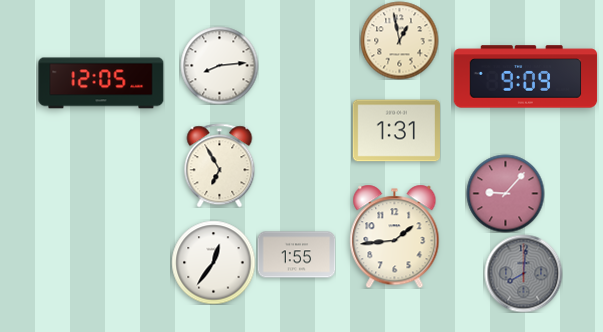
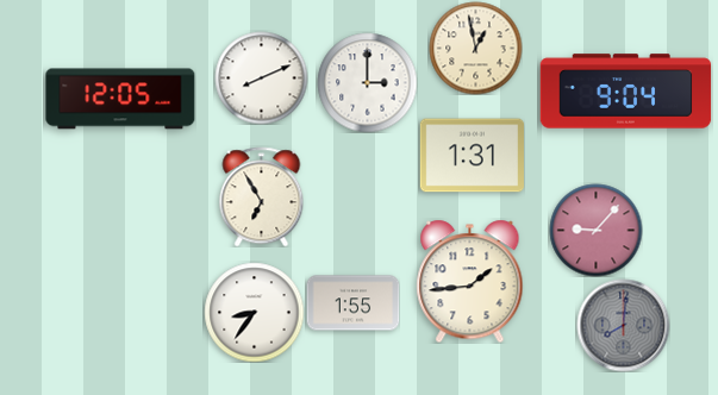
clock at (219, 65): 8:14 -> 8:11
clock at (367, 82): none -> 3:00
clock at (526, 77): 9:09 -> 9:04
clock at (505, 193) position: (505, 193) -> (595, 230)
clock at (213, 262): 12:36 -> 8:36
